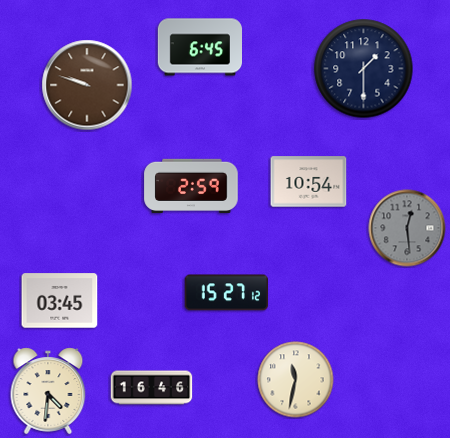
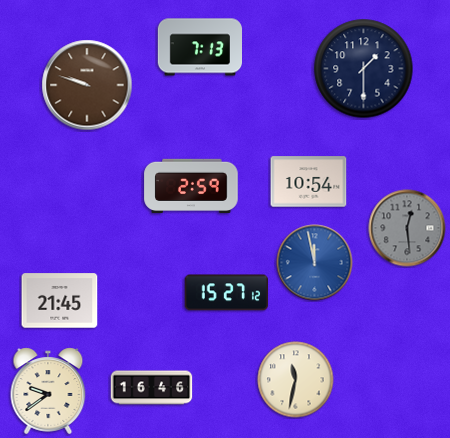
clock at (199, 47): 6:45 -> 7:13
clock at (315, 263): none -> 11:58
clock at (60, 301): 03:45 -> 21:45
clock at (48, 391): 4:31 -> 9:39
